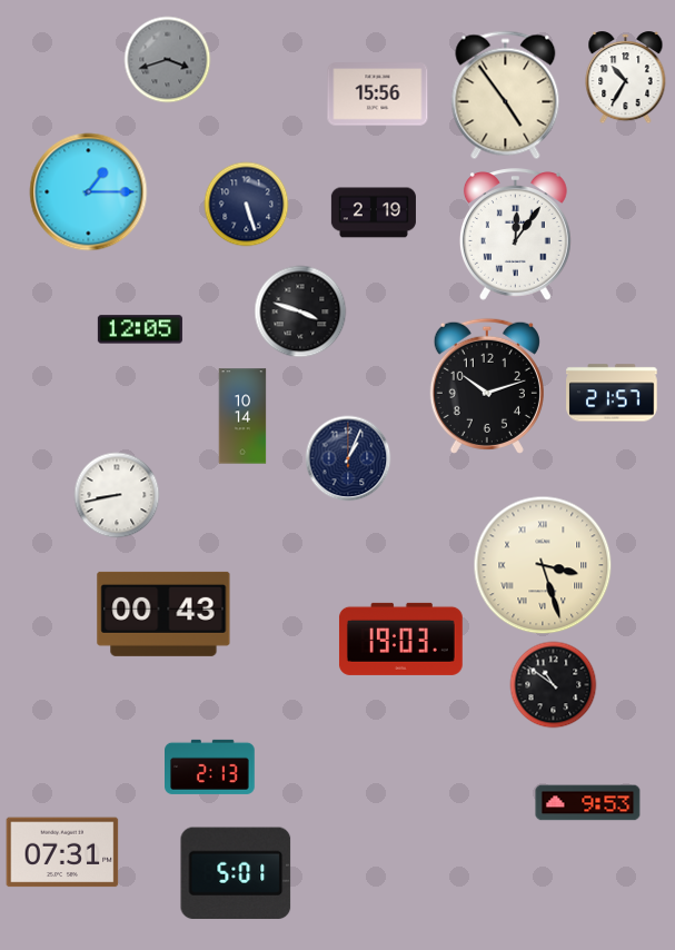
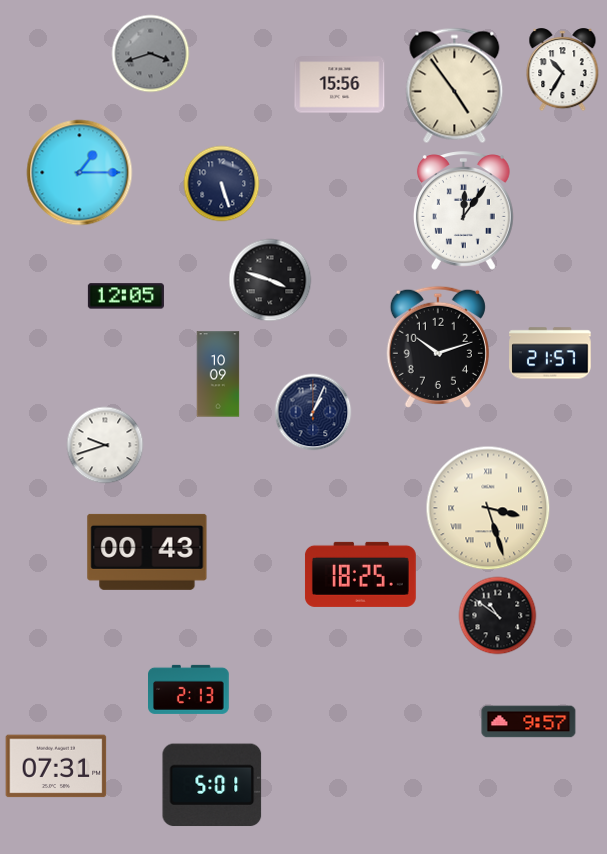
clock at (374, 212): 2:19 -> none
clock at (242, 416): 10:14 -> 10:09
clock at (117, 495): 8:43 -> 9:42
clock at (400, 639): 19:03 -> 18:25
clock at (588, 803): 9:53 -> 9:57
